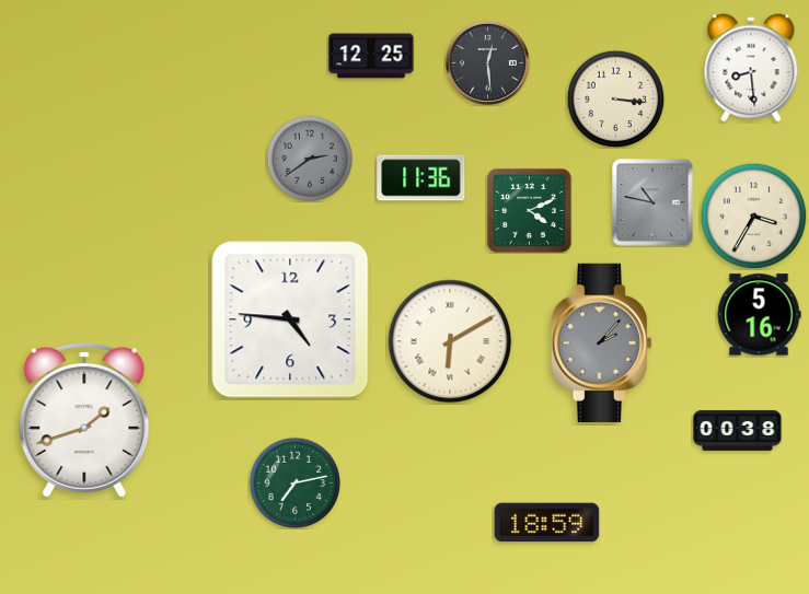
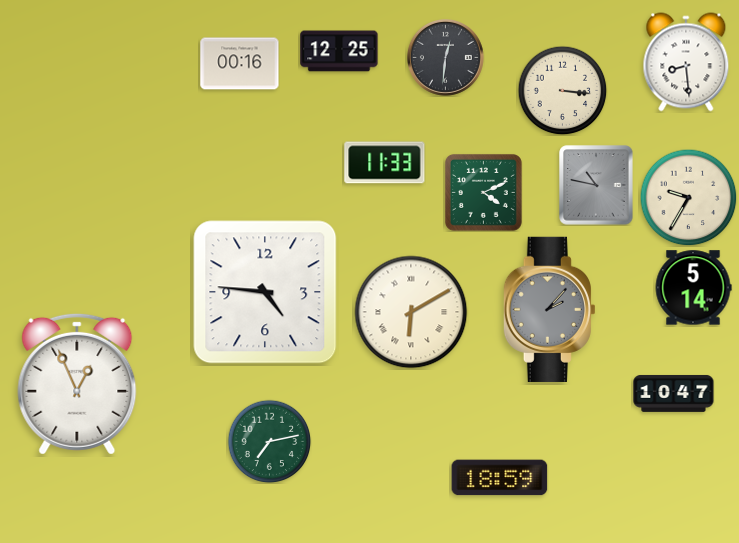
clock at (487, 62): 12:29 -> 12:31
clock at (240, 64): none -> 00:16
clock at (310, 159): 2:39 -> none
clock at (421, 178): 11:36 -> 11:33
clock at (753, 216): 3:35 -> 9:35
clock at (759, 315): 5:16 -> 5:14
clock at (601, 342) position: (601, 342) -> (549, 309)
clock at (84, 420): 1:42 -> 12:56
clock at (738, 430): 00:38 -> 10:47
